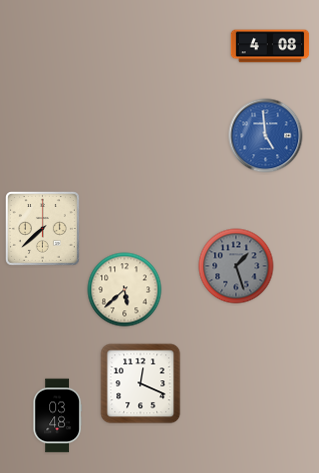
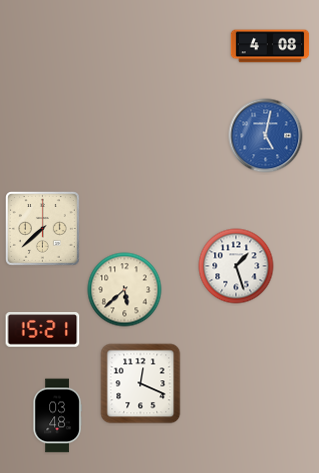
clock at (266, 136): 4:59 -> 5:02
clock at (236, 266) dial: grey -> white
clock at (43, 330): none -> 15:21
